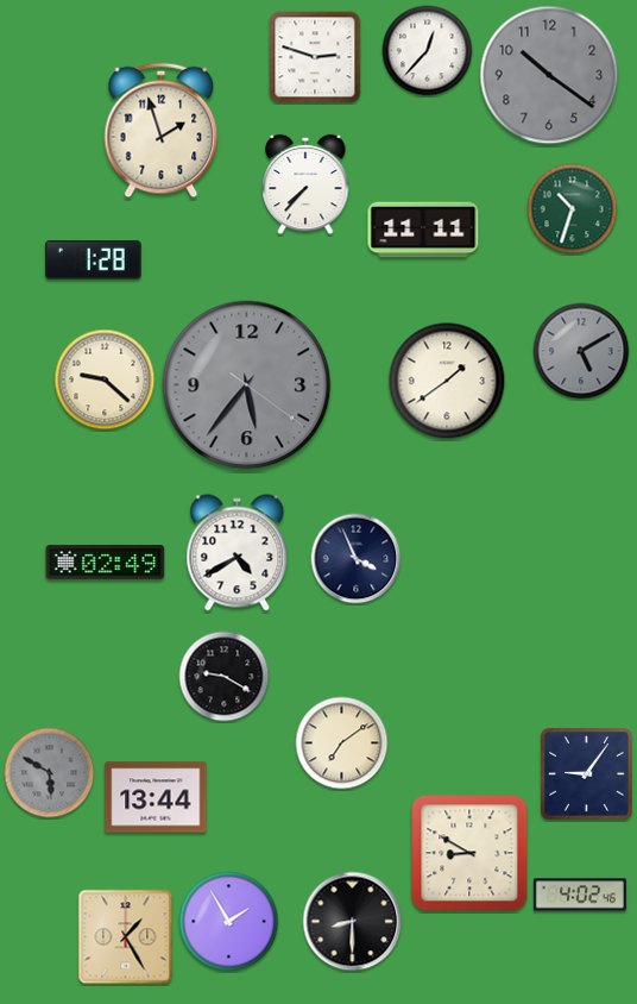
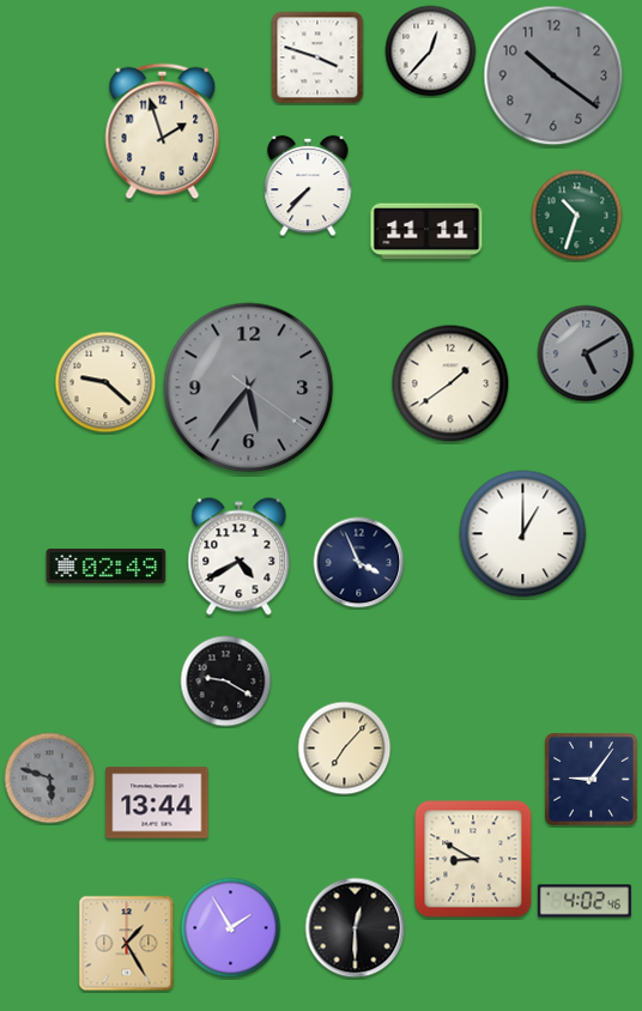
clock at (315, 57): 2:48 -> 3:48
clock at (573, 209) position: (573, 209) -> (577, 216)
clock at (93, 261): 1:28 -> none
clock at (523, 534): none -> 1:00
clock at (342, 743): 7:09 -> 7:07
clock at (50, 773): 5:50 -> 5:48
clock at (353, 922): 8:30 -> 12:30
